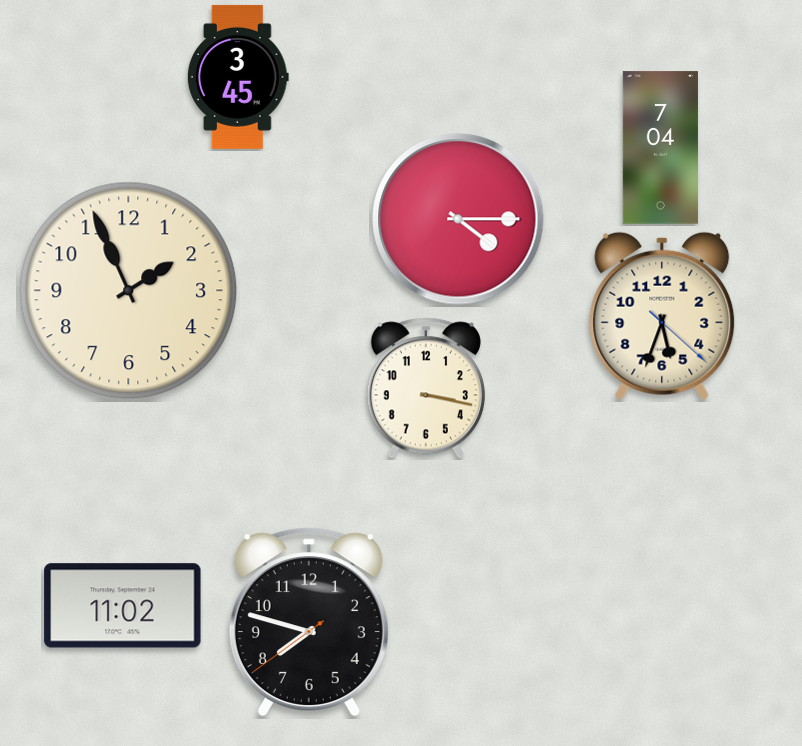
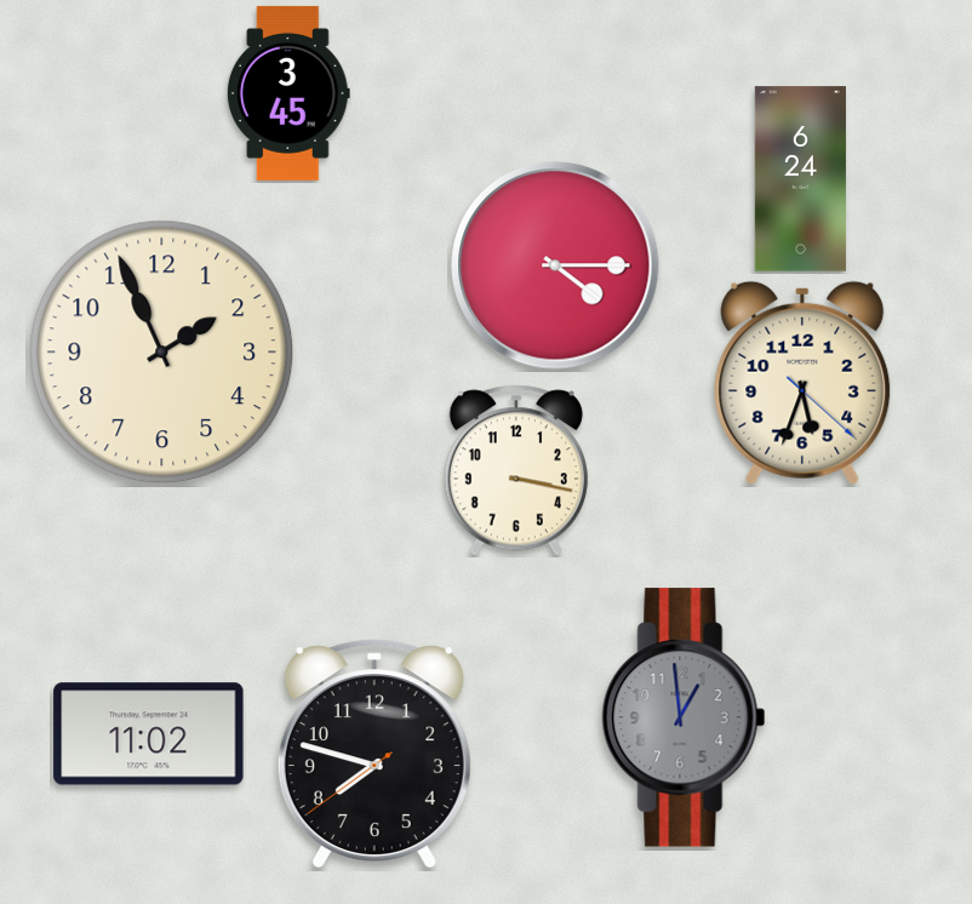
clock at (660, 148): 7:04 -> 6:24
clock at (129, 291) position: (129, 291) -> (162, 353)
clock at (684, 717): none -> 12:59
